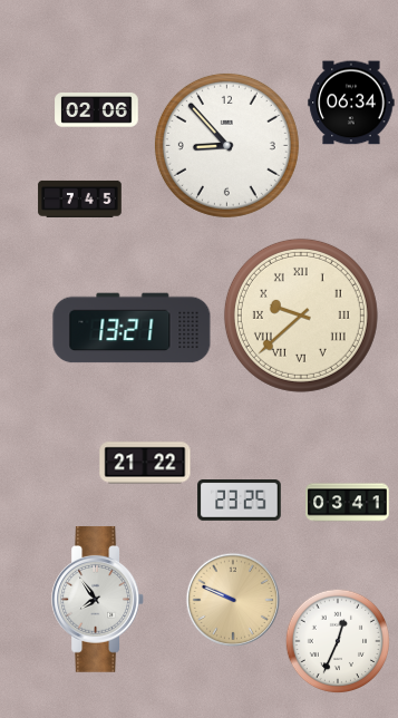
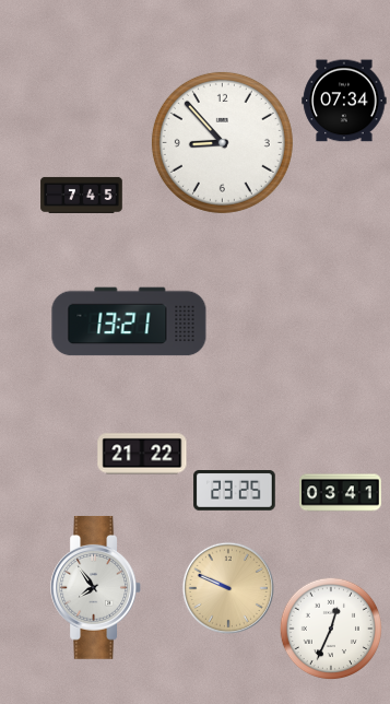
clock at (351, 103): 06:34 -> 07:34
clock at (97, 110): 02:06 -> none
clock at (80, 198) position: (80, 198) -> (82, 195)
clock at (301, 316): 9:38 -> none
